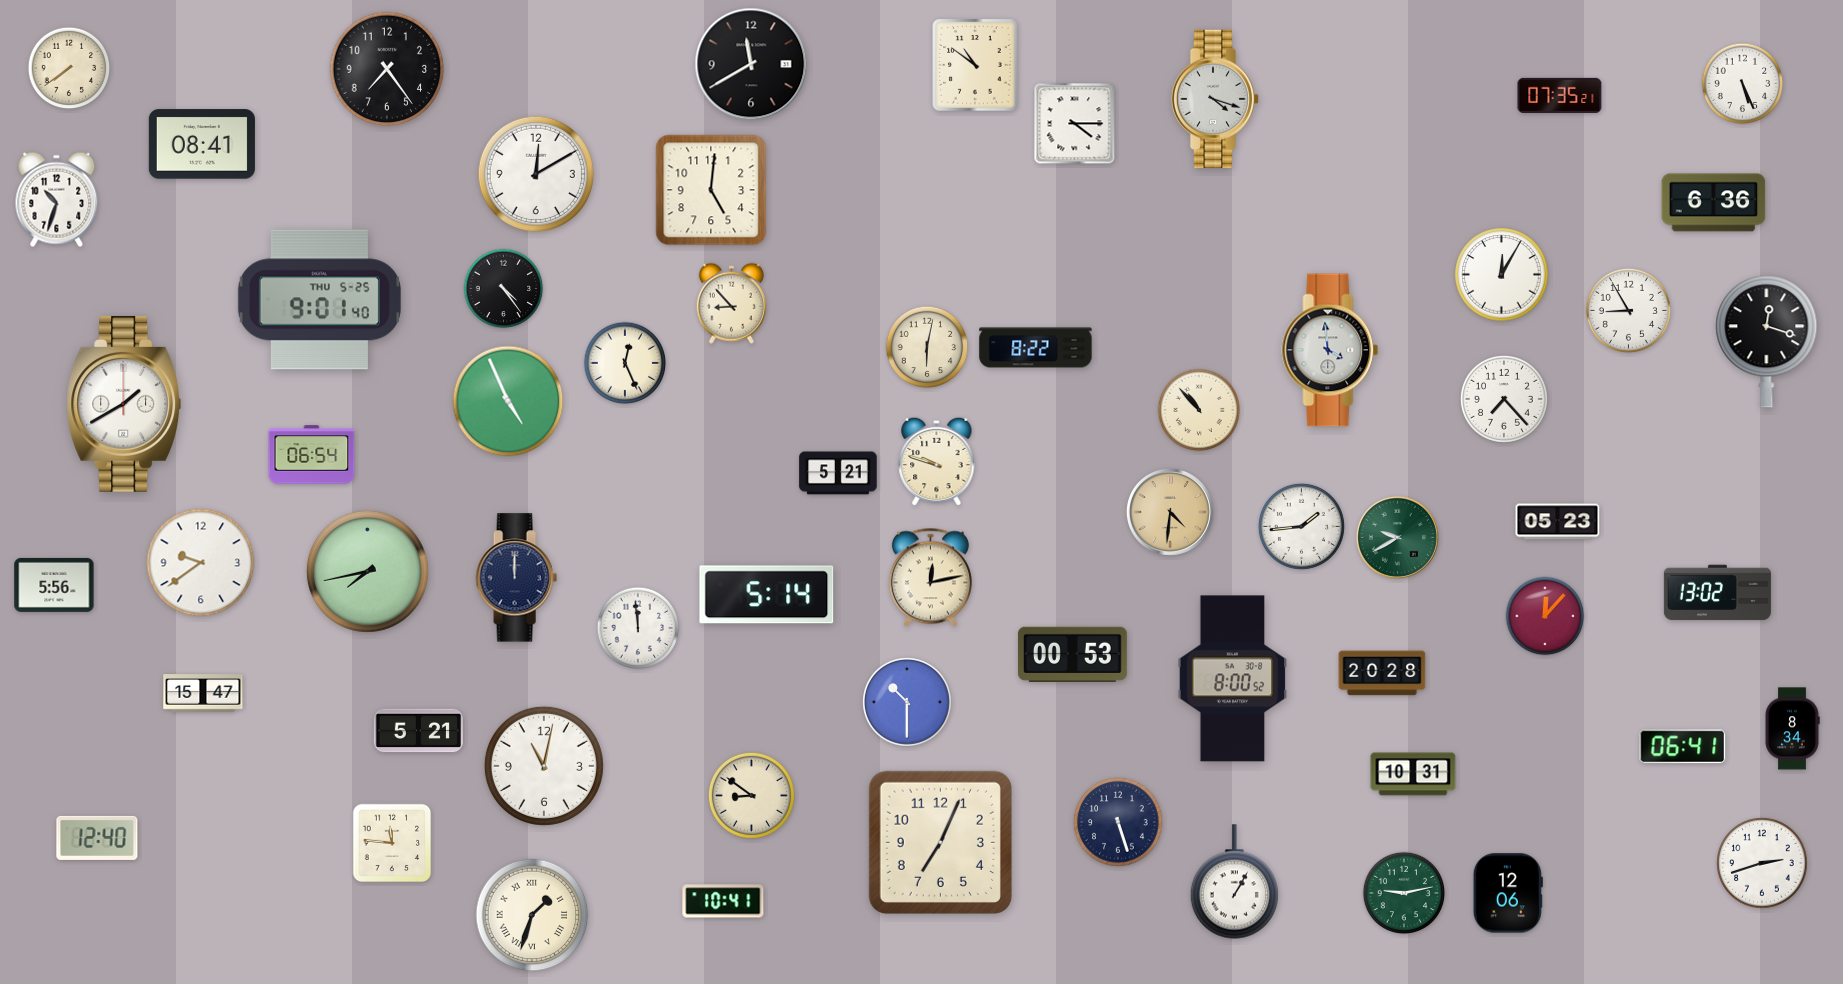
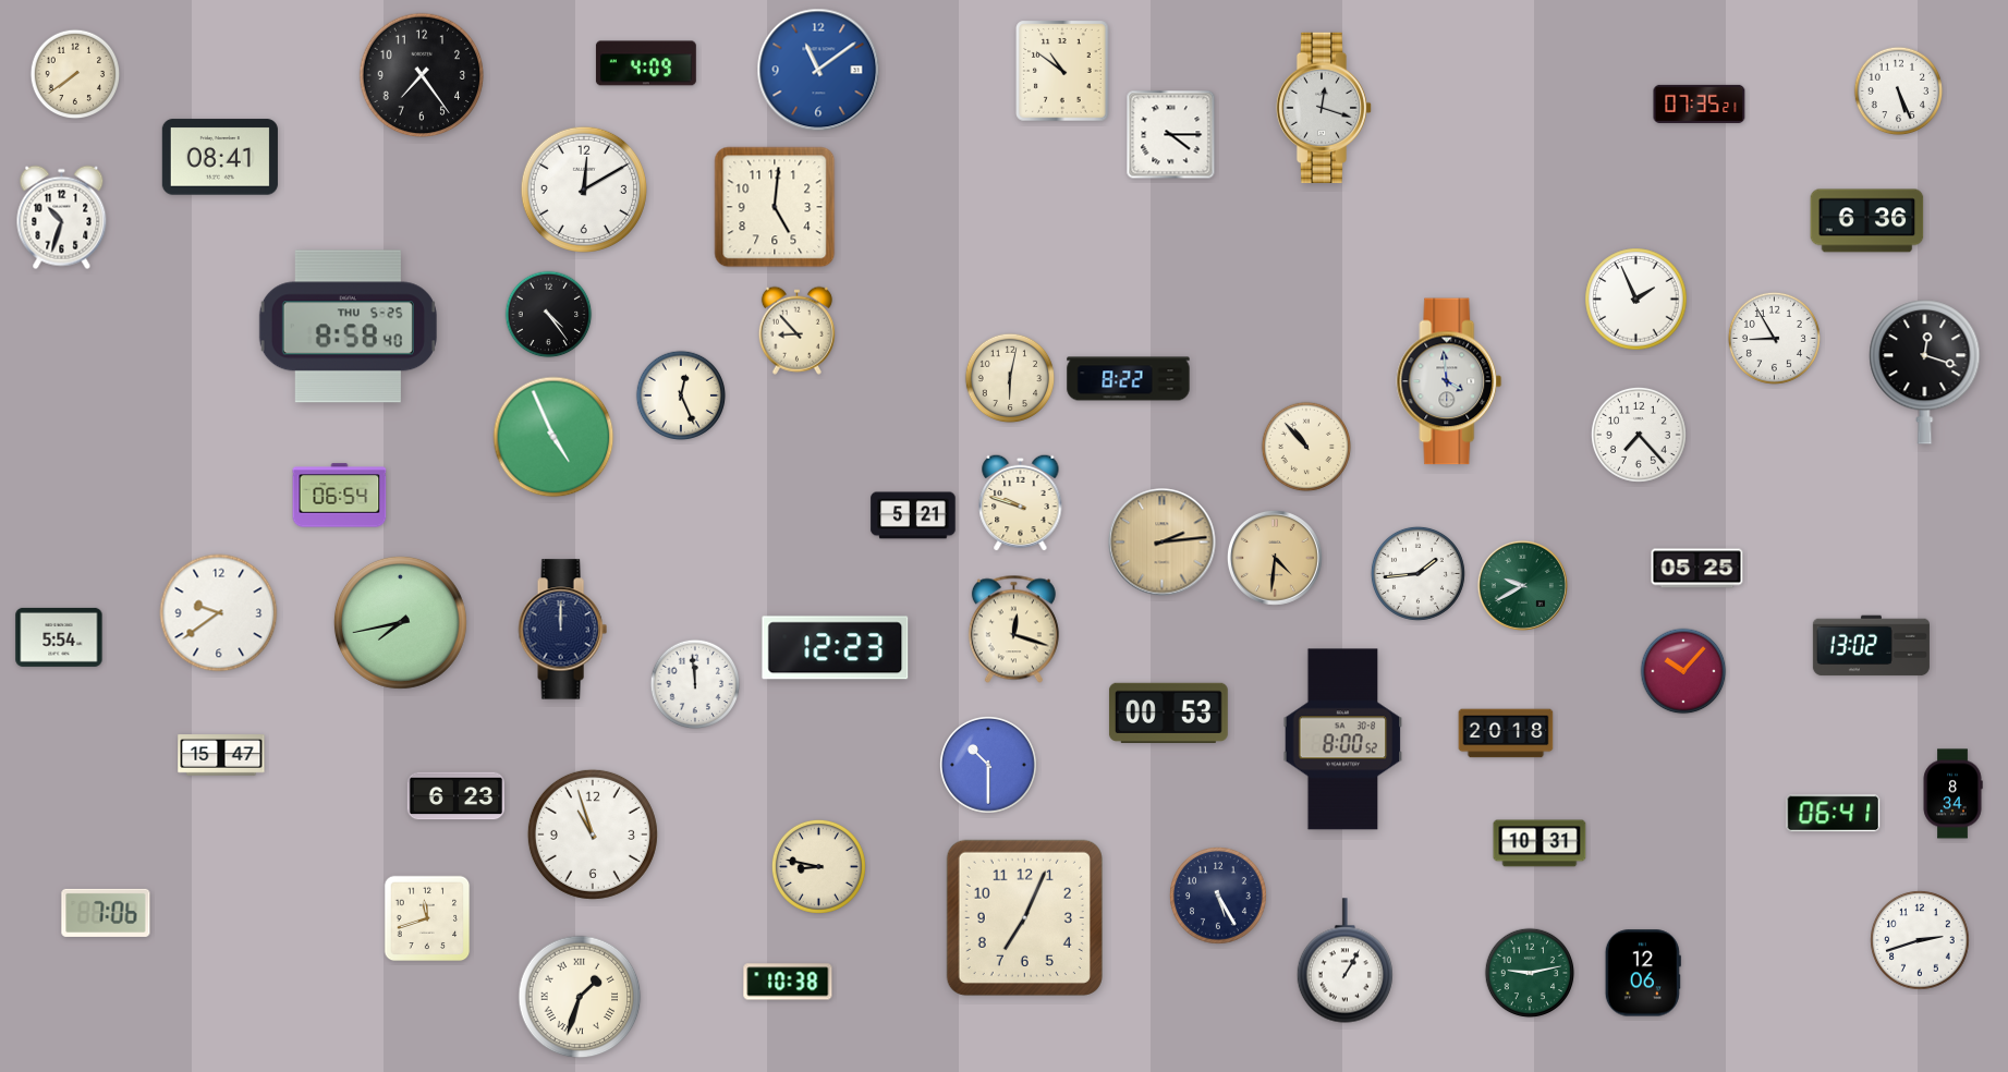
clock at (646, 63): none -> 4:09
clock at (751, 64): 11:40 -> 11:09
clock at (751, 64) dial: black -> blue
clock at (1215, 98): 4:18 -> 12:18
clock at (1502, 275): 12:05 -> 1:56
clock at (319, 300): 9:01 -> 8:58
clock at (124, 404): 1:40 -> none
clock at (1163, 543): none -> 2:14
clock at (1558, 522): 05:23 -> 05:25
clock at (930, 578): 12:13 -> 12:18
clock at (54, 585): 5:56 -> 5:54
clock at (767, 595): 5:14 -> 12:23
clock at (1545, 616): 12:07 -> 10:07
clock at (1382, 673): 20:28 -> 20:18
clock at (418, 731): 5:21 -> 6:23
clock at (544, 766): 11:02 -> 10:57
clock at (751, 795): 8:51 -> 8:47
clock at (1119, 823): 5:27 -> 5:25
clock at (97, 838): 12:40 -> 7:06
clock at (392, 843): 11:46 -> 11:42
clock at (723, 901): 10:41 -> 10:38
